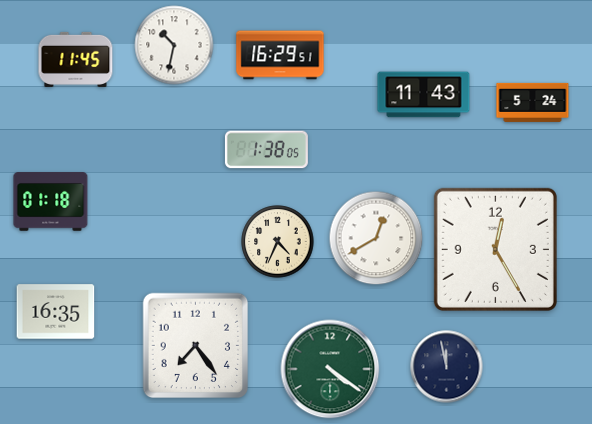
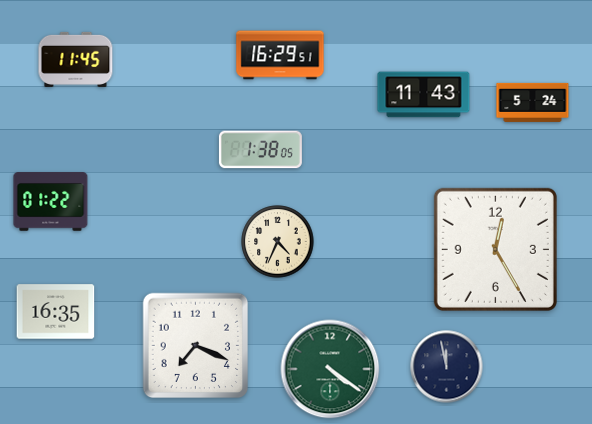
clock at (174, 45): 10:32 -> none
clock at (266, 150) position: (266, 150) -> (260, 150)
clock at (51, 202): 01:18 -> 01:22
clock at (376, 238): 12:40 -> none
clock at (196, 346): 7:24 -> 7:19
